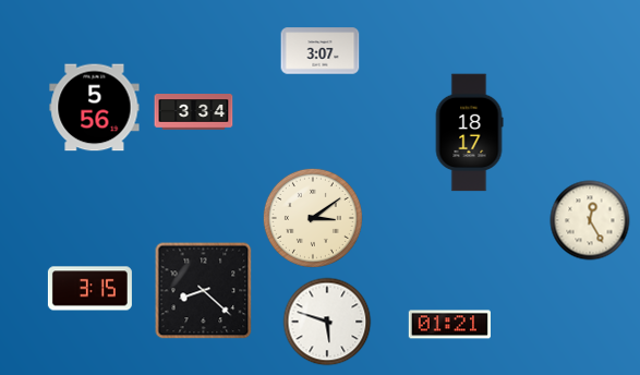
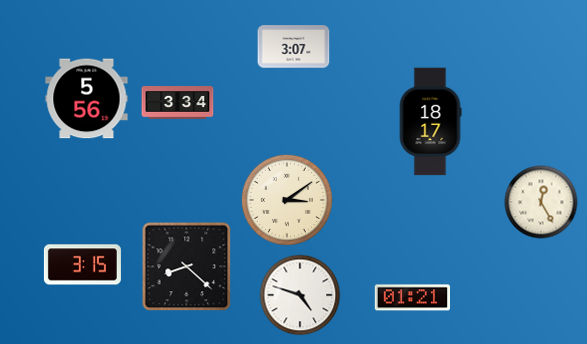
clock at (327, 322): 5:48 -> 4:48
